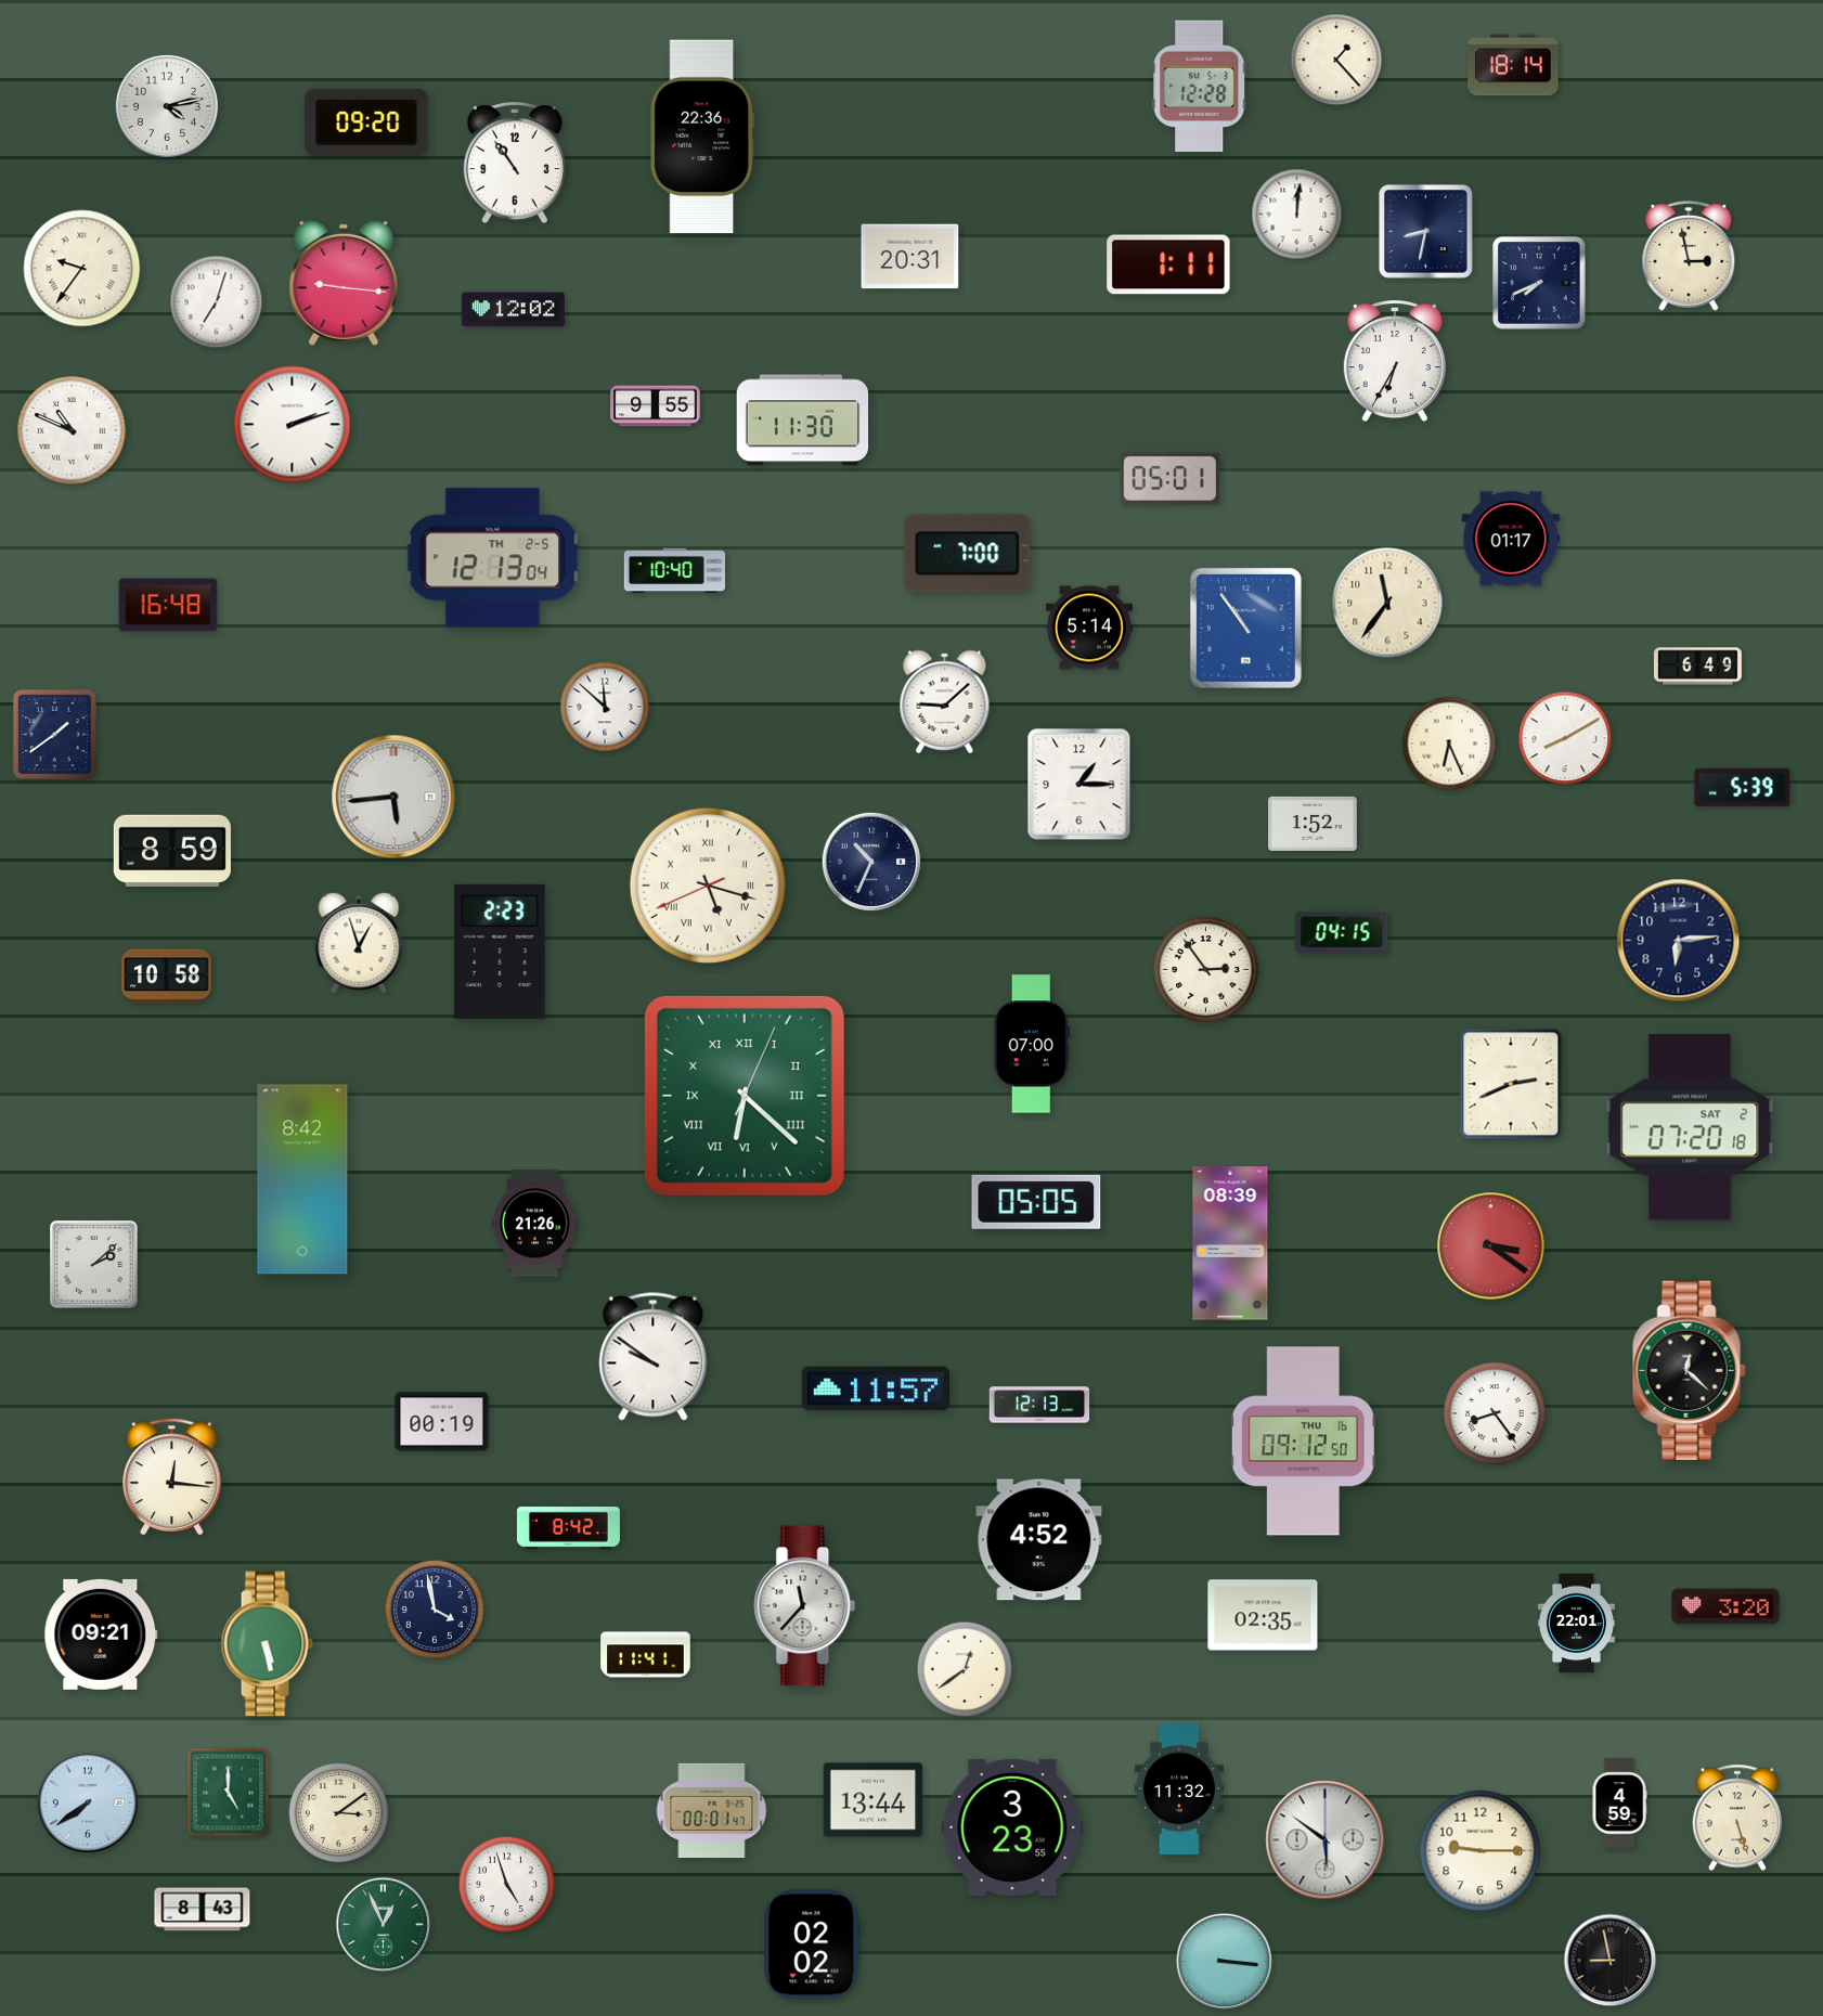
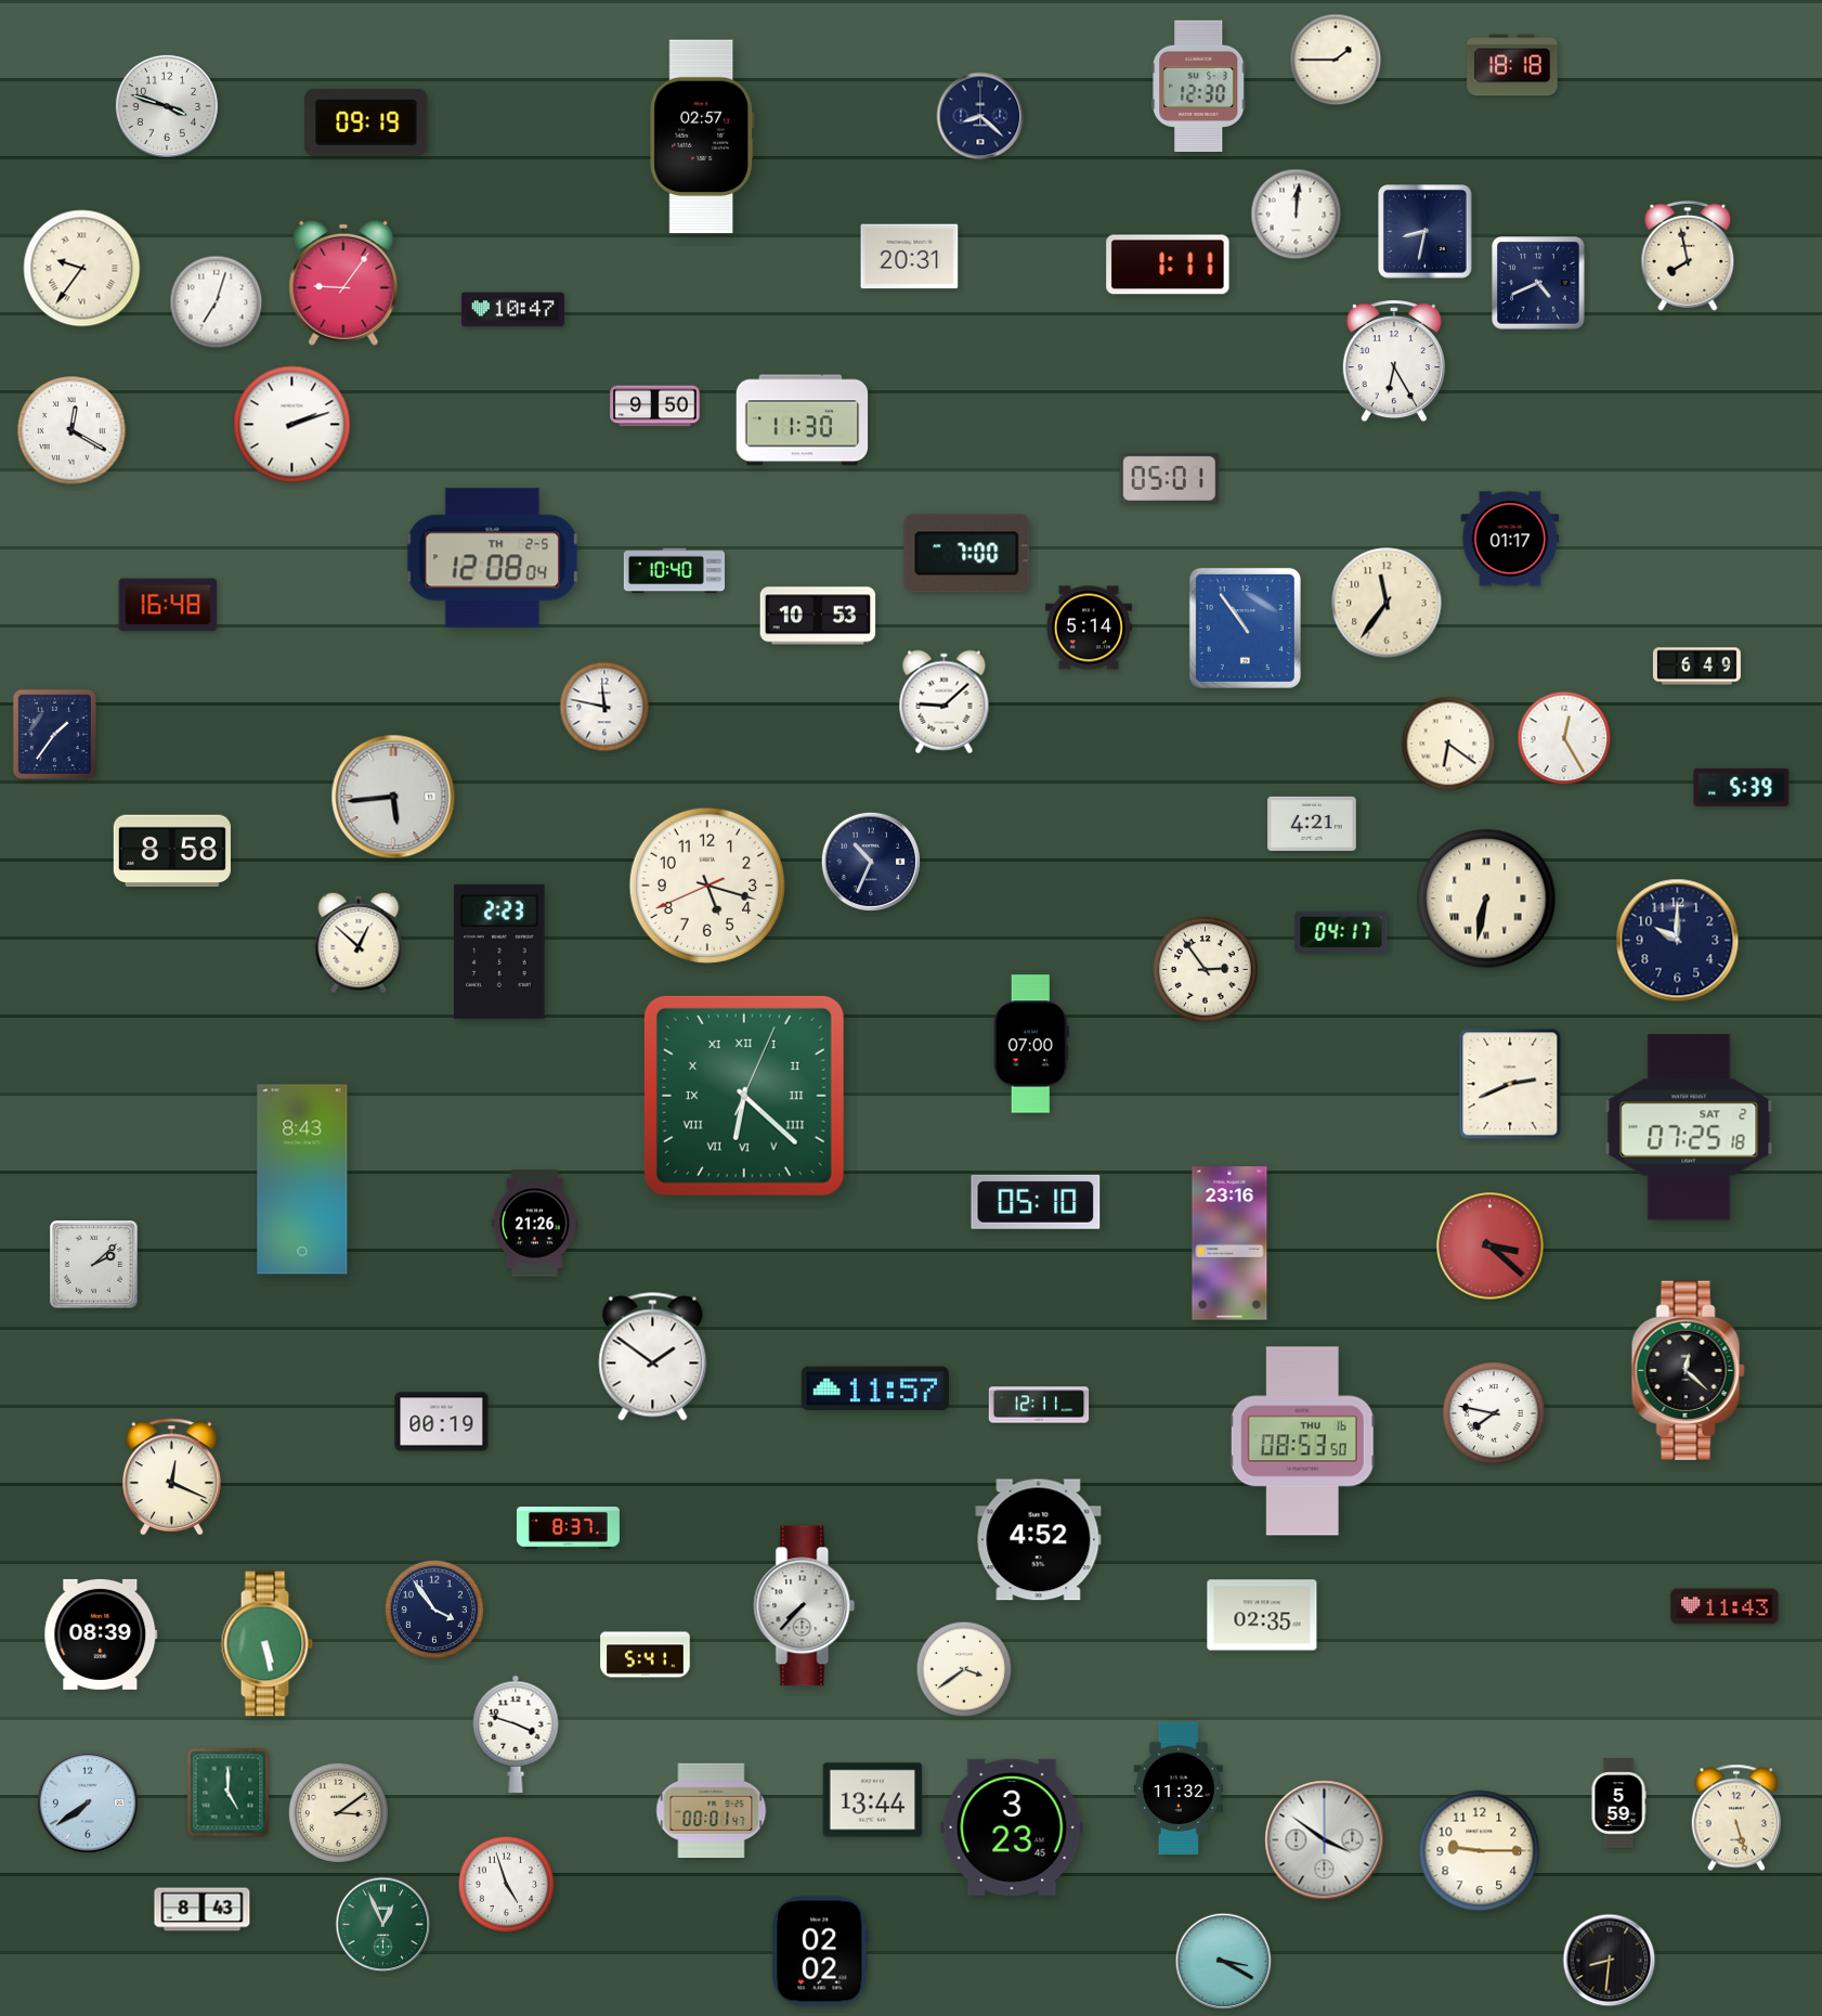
clock at (1336, 60): 1:23 -> 1:45
clock at (1513, 65): 18:14 -> 18:18
clock at (1200, 87): 12:28 -> 12:30
clock at (167, 106): 4:13 -> 3:48
clock at (980, 116): none -> 8:22
clock at (366, 122): 09:20 -> 09:19
clock at (702, 137): 22:36 -> 02:57
clock at (515, 164): 10:54 -> none
clock at (1689, 256): 2:58 -> 7:58
clock at (344, 283): 9:16 -> 9:06
clock at (1539, 283): 7:41 -> 4:41
clock at (513, 310): 12:02 -> 10:47
clock at (1395, 362): 6:35 -> 6:25
clock at (656, 406): 9:55 -> 9:50
clock at (72, 430): 10:49 -> 12:20
clock at (493, 558): 12:13 -> 12:08
clock at (818, 616): none -> 10:53
clock at (605, 707): 11:52 -> 11:47
clock at (54, 734): 1:39 -> 1:36
clock at (1565, 738): 8:10 -> 12:25
clock at (1449, 744): 6:26 -> 6:21
clock at (1079, 785): 1:15 -> none
clock at (1313, 824): 1:52 -> 4:21
clock at (172, 851): 8:59 -> 8:58
clock at (708, 886) numerals: Roman -> Arabic
clock at (1486, 899): none -> 6:32
clock at (1342, 932): 04:15 -> 04:17
clock at (1679, 941): 6:14 -> 10:00
clock at (359, 943): 12:57 -> 12:52
clock at (167, 977): 10:58 -> none
clock at (1690, 1127): 07:20 -> 07:25
clock at (302, 1179): 8:42 -> 8:43
clock at (1036, 1202): 05:05 -> 05:10
clock at (1230, 1243): 08:39 -> 23:16
clock at (1491, 1246): 3:21 -> 3:22
clock at (654, 1357): 9:51 -> 1:51
clock at (1039, 1405): 12:13 -> 12:11
clock at (1495, 1413): 8:24 -> 7:47
clock at (1303, 1442): 09:12 -> 08:53
clock at (172, 1477): 12:16 -> 12:19
clock at (568, 1528): 8:42 -> 8:37
clock at (805, 1606): 11:37 -> 7:37
clock at (1725, 1606): 3:20 -> 11:43
clock at (434, 1608): 3:58 -> 3:54
clock at (1576, 1624): 22:01 -> none
clock at (101, 1634): 09:21 -> 08:39
clock at (646, 1655): 11:41 -> 5:41
clock at (965, 1669): 12:39 -> 3:39
clock at (516, 1734): none -> 3:48
clock at (1619, 1804): 4:59 -> 5:59
clock at (1012, 1827): 3:23:55 -> 3:23:45
clock at (1326, 1840): 5:51 -> 3:51
clock at (812, 1944) position: (812, 1944) -> (820, 1951)
clock at (1611, 1961): 8:58 -> 8:31
clock at (1225, 1962): 3:16 -> 3:20
